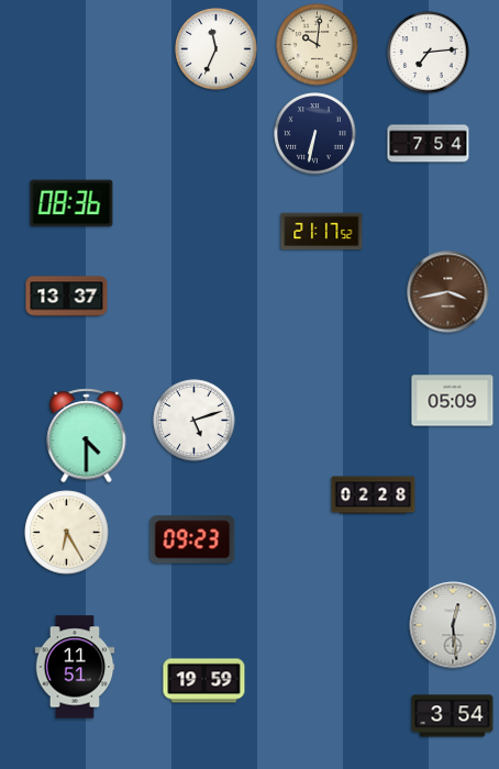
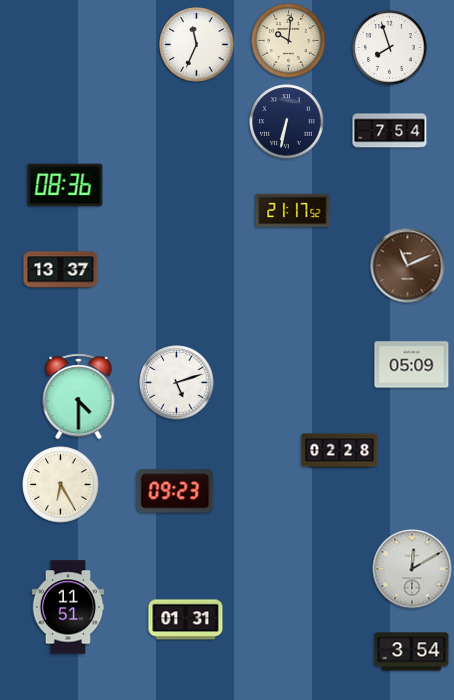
clock at (429, 53): 7:14 -> 7:57
clock at (448, 292): 3:43 -> 11:11
clock at (453, 625): 12:29 -> 12:10
clock at (204, 681): 19:59 -> 01:31
